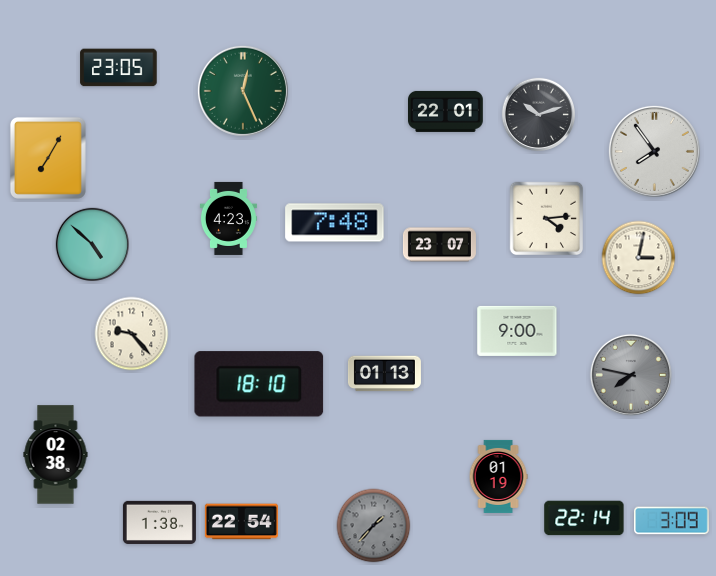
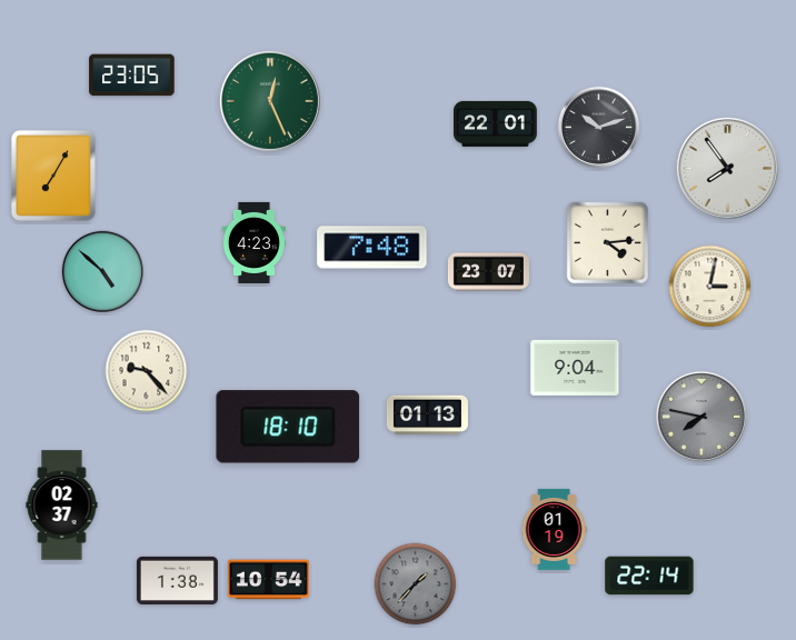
clock at (517, 331): 9:00 -> 9:04
clock at (56, 455): 02:38 -> 02:37
clock at (672, 521): 3:09 -> none
clock at (241, 522): 22:54 -> 10:54
